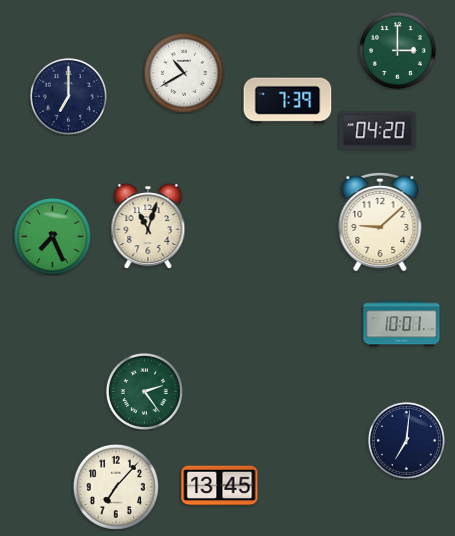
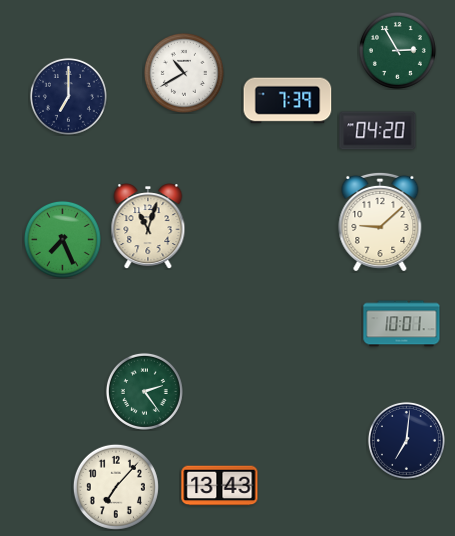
clock at (397, 50): 3:00 -> 2:55
clock at (52, 236) position: (52, 236) -> (62, 239)
clock at (220, 486): 13:45 -> 13:43
